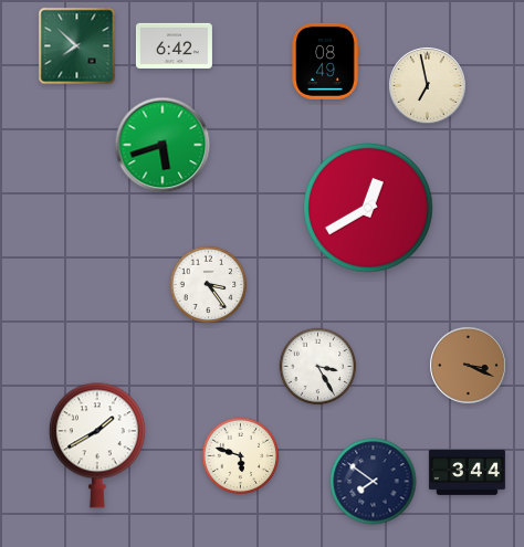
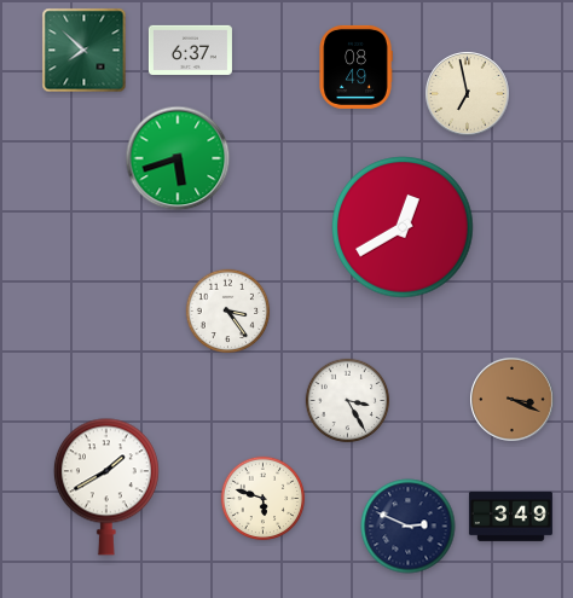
clock at (174, 45): 6:42 -> 6:37
clock at (467, 473): 3:44 -> 3:49
clock at (374, 482): 7:51 -> 2:49
